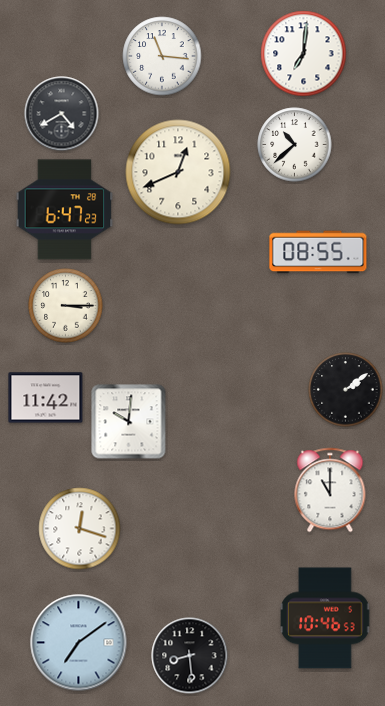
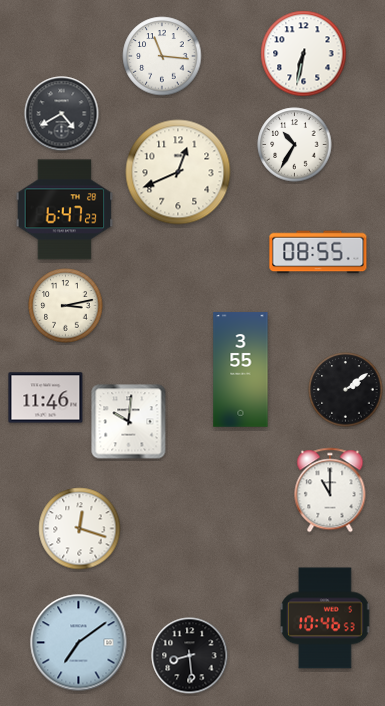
clock at (304, 54): 7:01 -> 6:32
clock at (295, 145): 10:38 -> 10:35
clock at (66, 306): 3:15 -> 3:13
clock at (241, 370): none -> 3:55
clock at (46, 398): 11:42 -> 11:46
